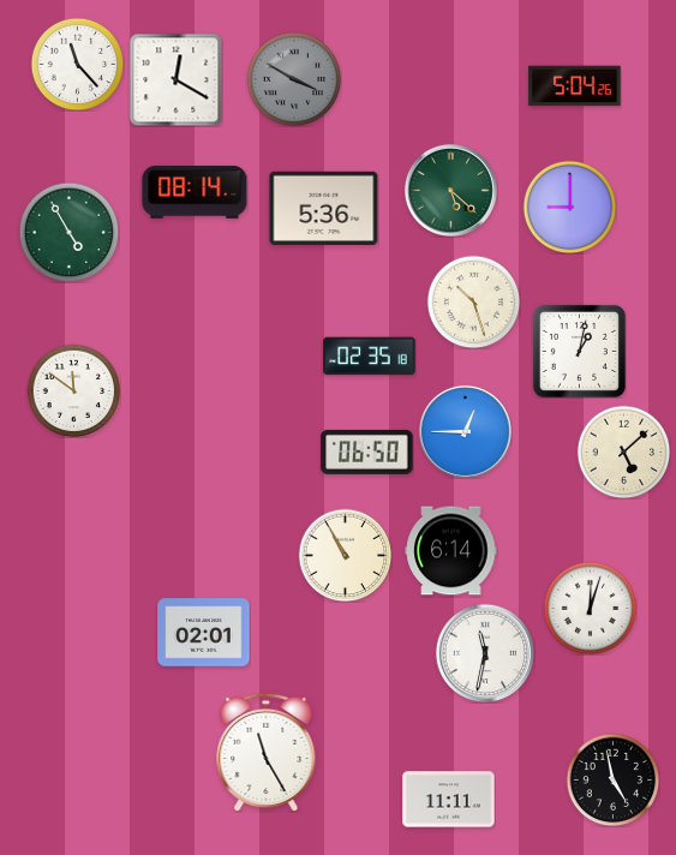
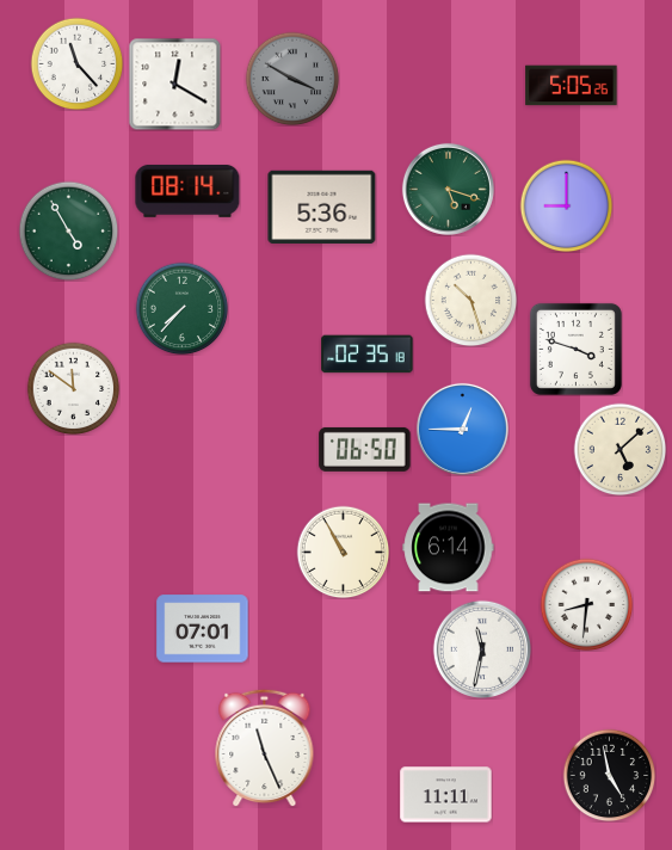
clock at (175, 79) position: (175, 79) -> (174, 84)
clock at (575, 86): 5:04 -> 5:05
clock at (450, 190): 5:22 -> 5:18
clock at (195, 192) position: (195, 192) -> (187, 191)
clock at (181, 308): none -> 7:37
clock at (579, 351): 1:02 -> 3:48
clock at (590, 608): 12:03 -> 8:31
clock at (204, 633): 02:01 -> 07:01
clock at (267, 752): 11:25 -> 11:26
